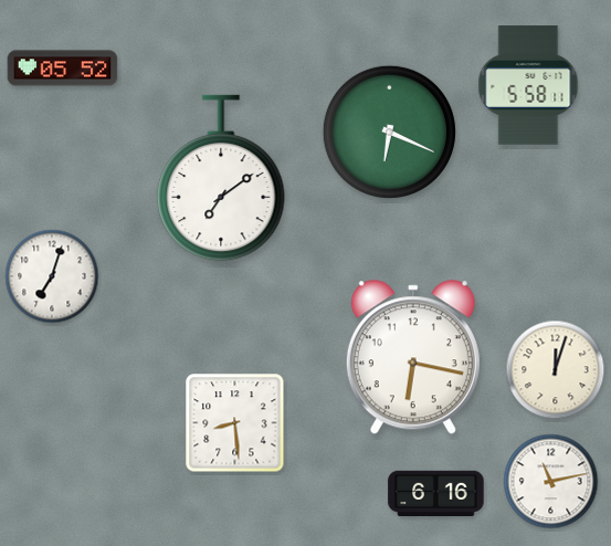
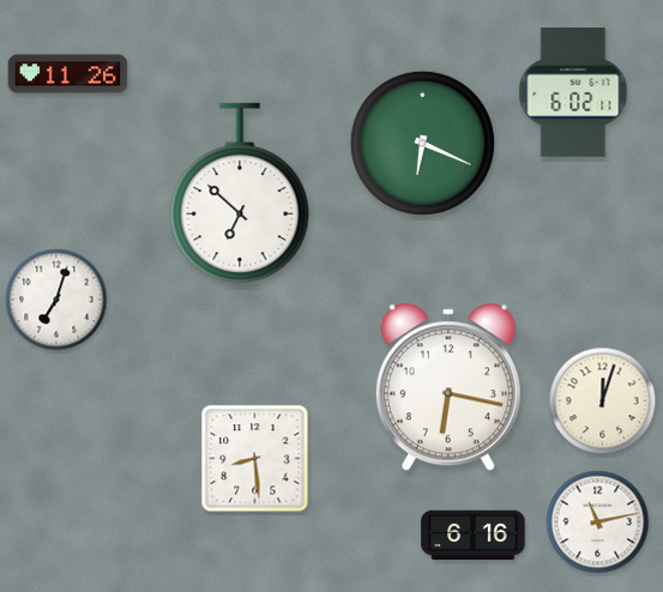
clock at (63, 69): 05:52 -> 11:26
clock at (528, 85): 5:58 -> 6:02
clock at (221, 178): 7:09 -> 6:52
